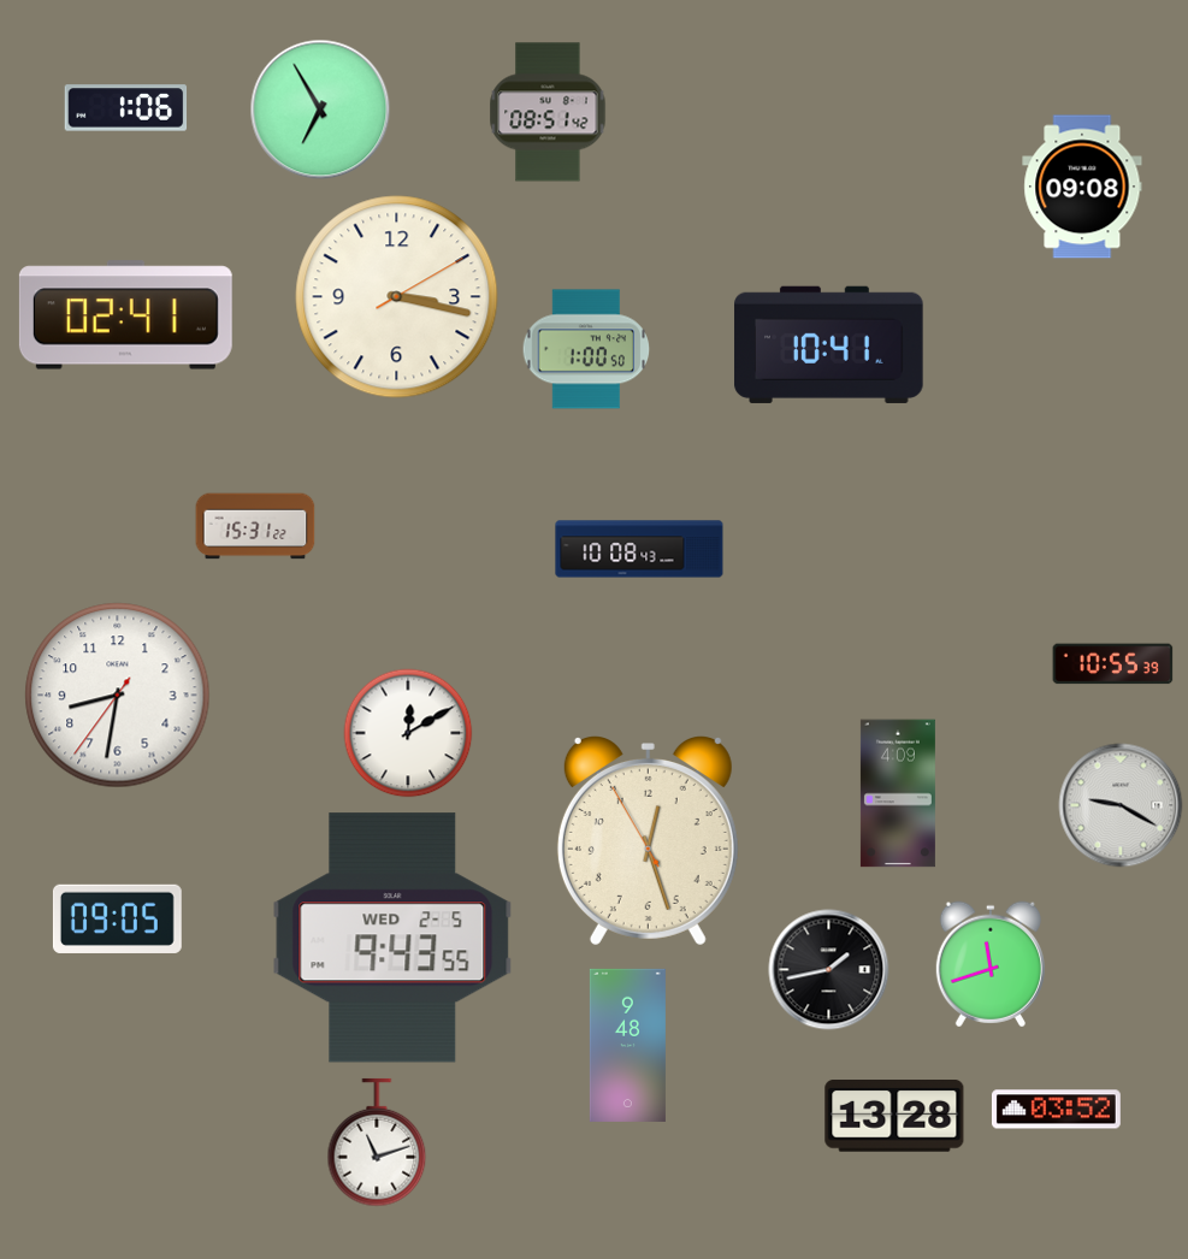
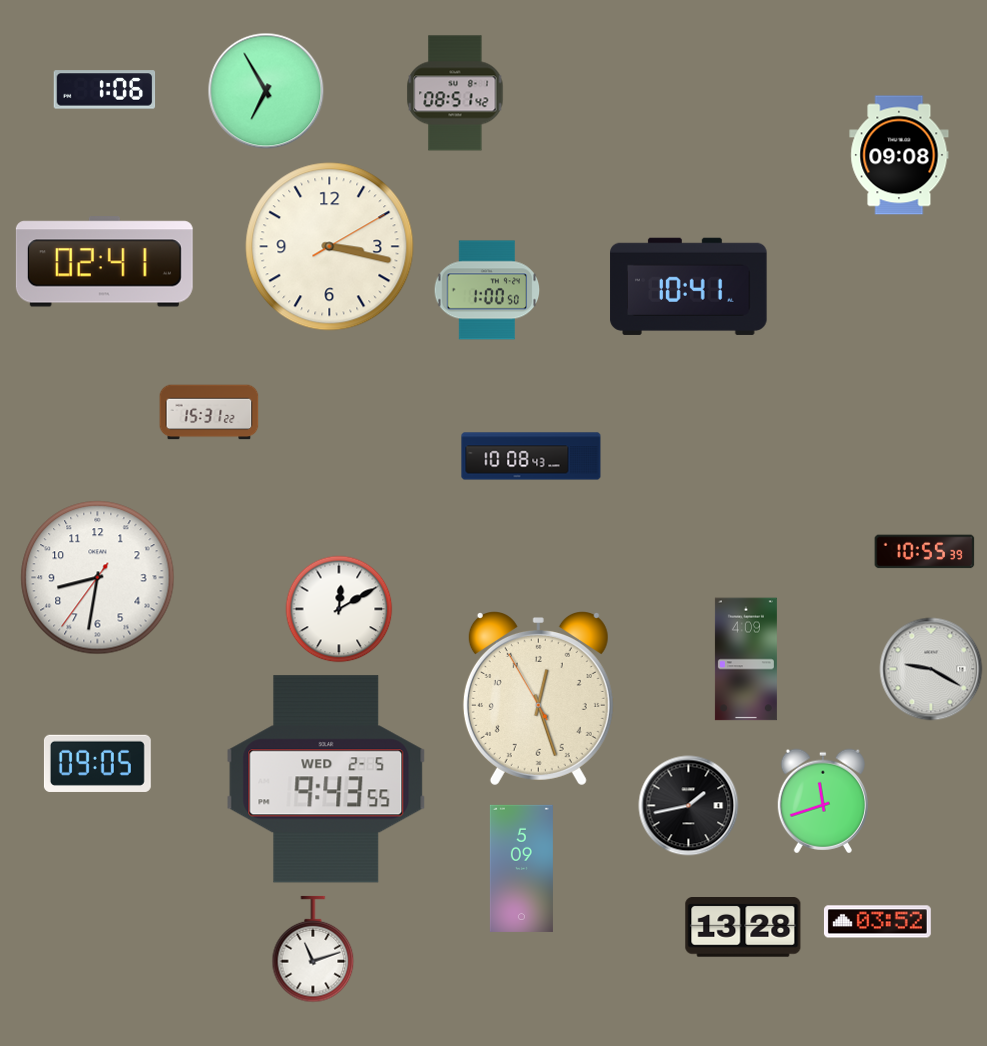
clock at (255, 526) position: (255, 526) -> (209, 412)
clock at (627, 1045): 9:48 -> 5:09
